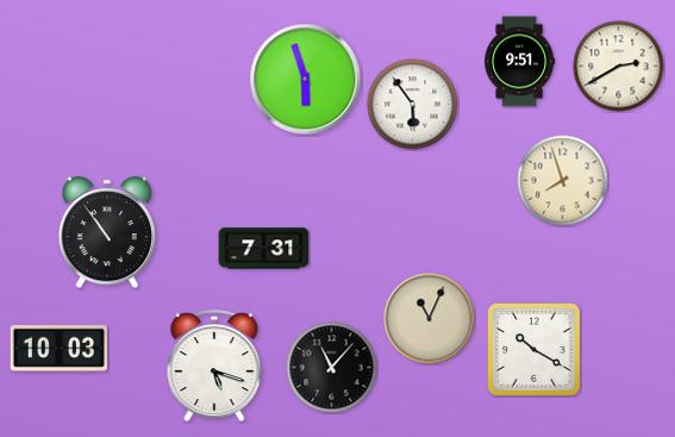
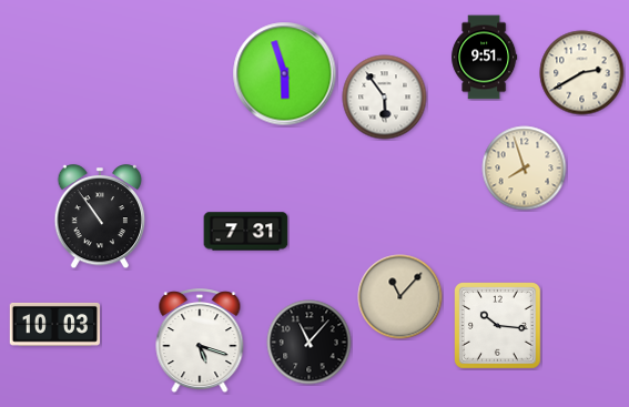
clock at (619, 67) position: (619, 67) -> (582, 73)
clock at (430, 319): 11:04 -> 11:07
clock at (535, 350): 10:20 -> 10:16
